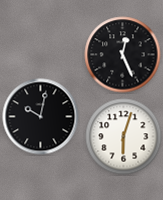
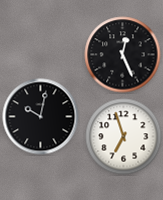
clock at (124, 137): 6:03 -> 6:57
